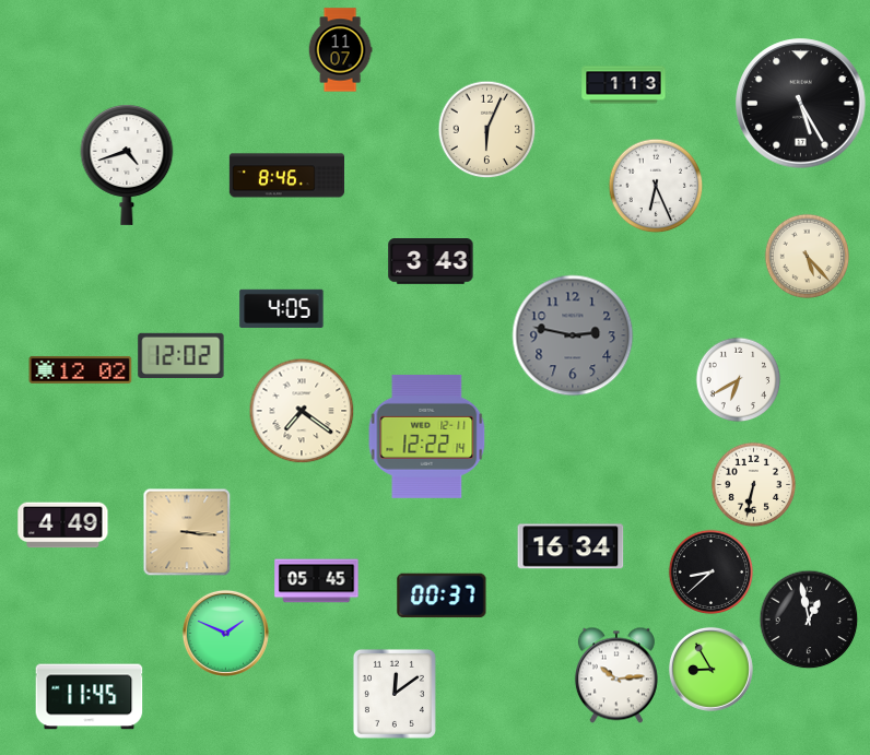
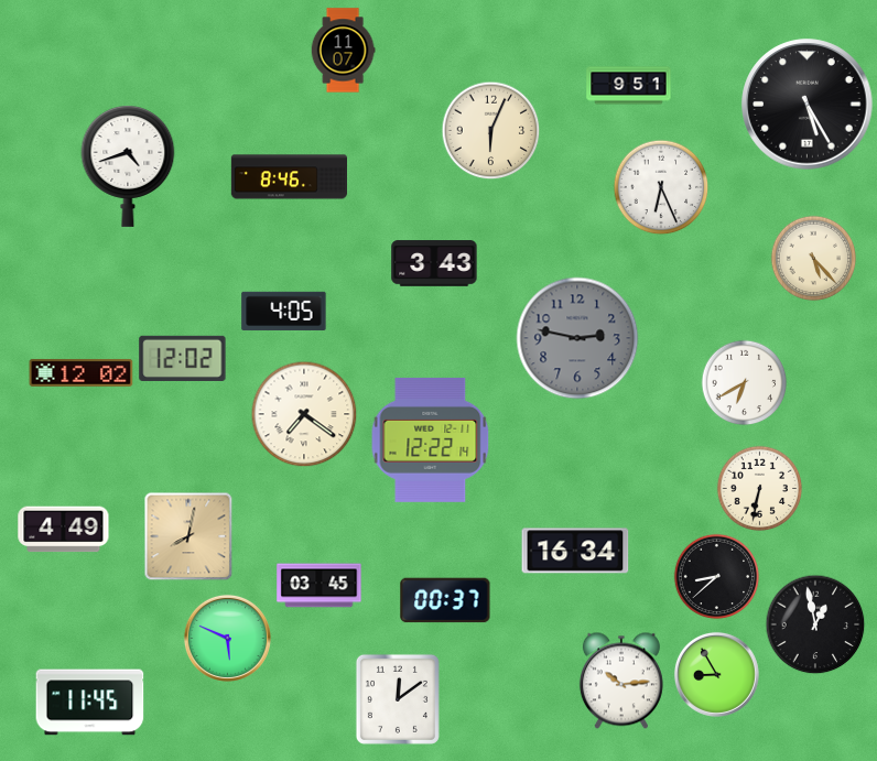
clock at (624, 85): 1:13 -> 9:51
clock at (187, 532): 3:16 -> 8:02
clock at (317, 581): 05:45 -> 03:45
clock at (225, 633): 1:49 -> 5:49
